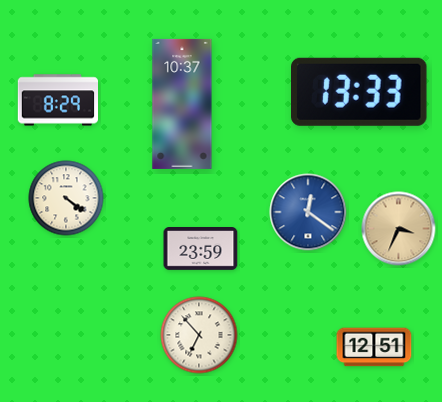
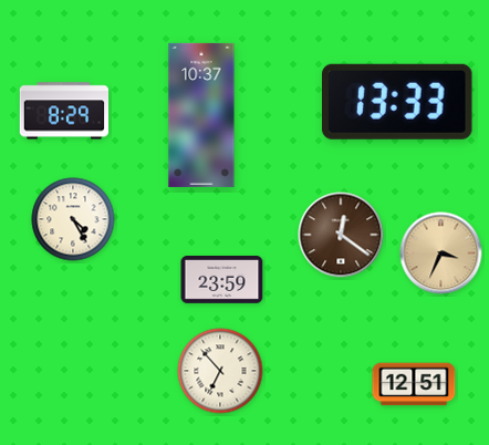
clock at (66, 198): 4:21 -> 4:25
clock at (308, 212) dial: blue -> brown
clock at (201, 249) position: (201, 249) -> (222, 280)
